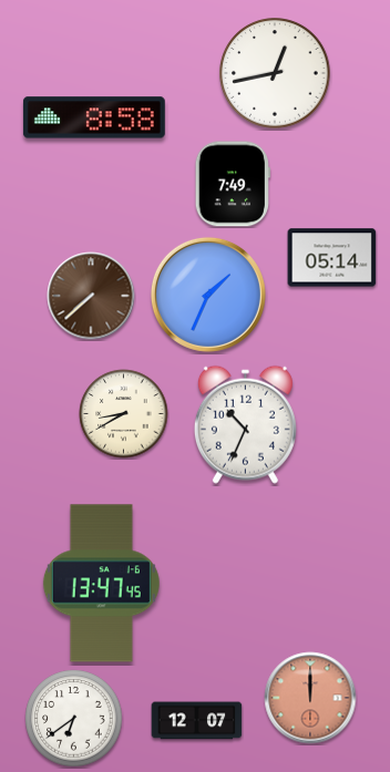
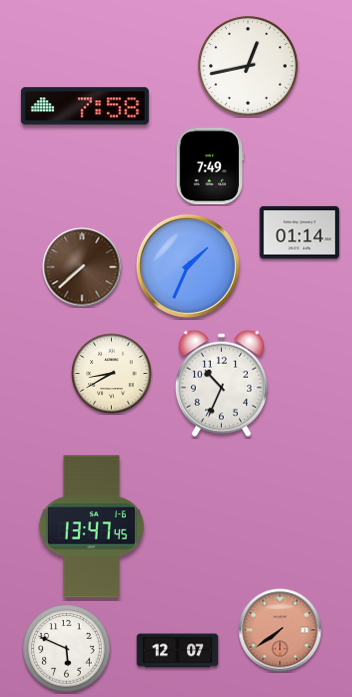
clock at (94, 117): 8:58 -> 7:58
clock at (332, 258): 05:14 -> 01:14
clock at (310, 698): 12:00 -> 7:39
clock at (74, 719): 6:39 -> 5:49
